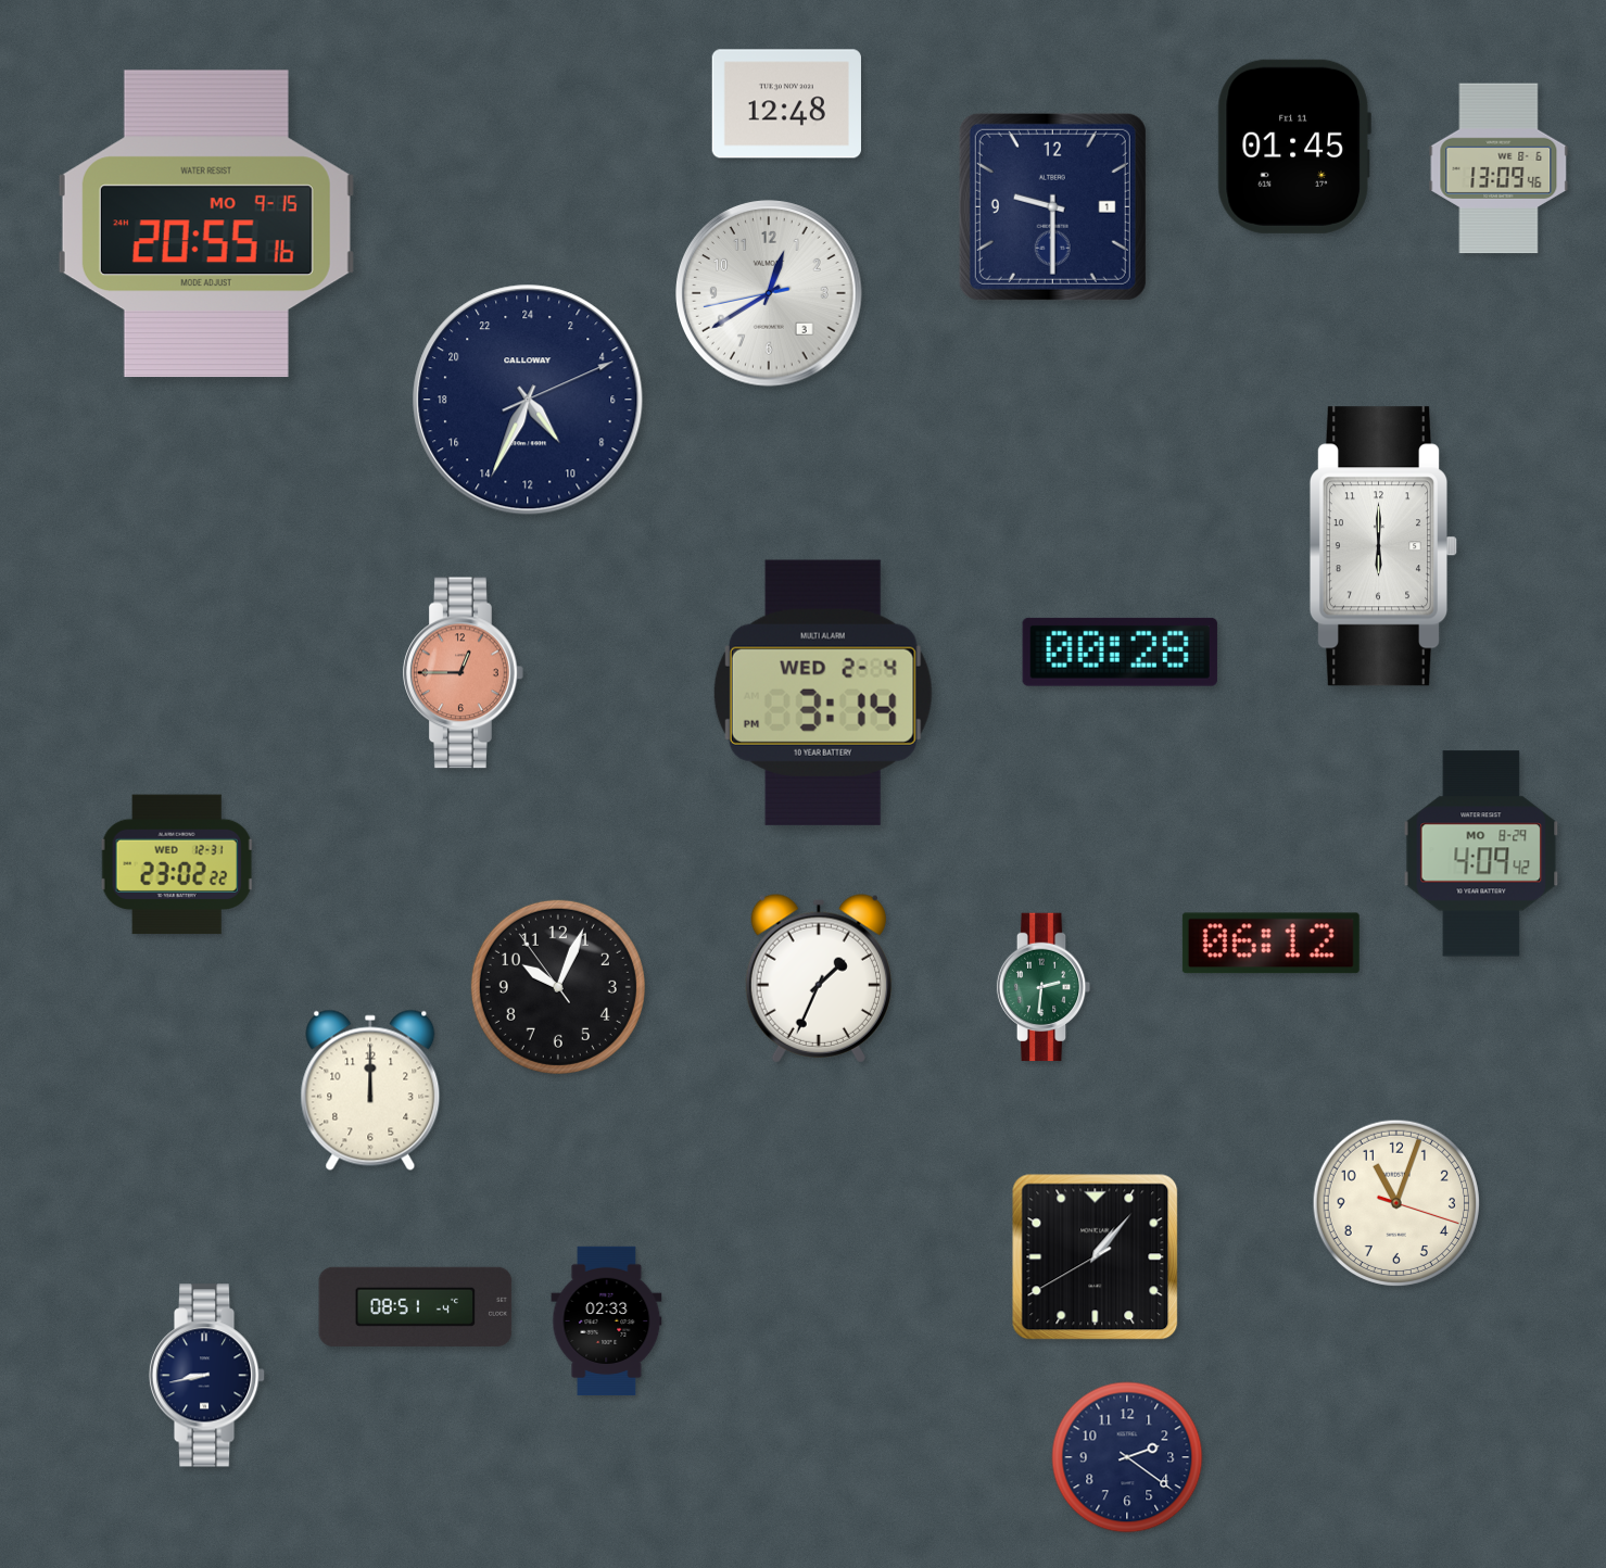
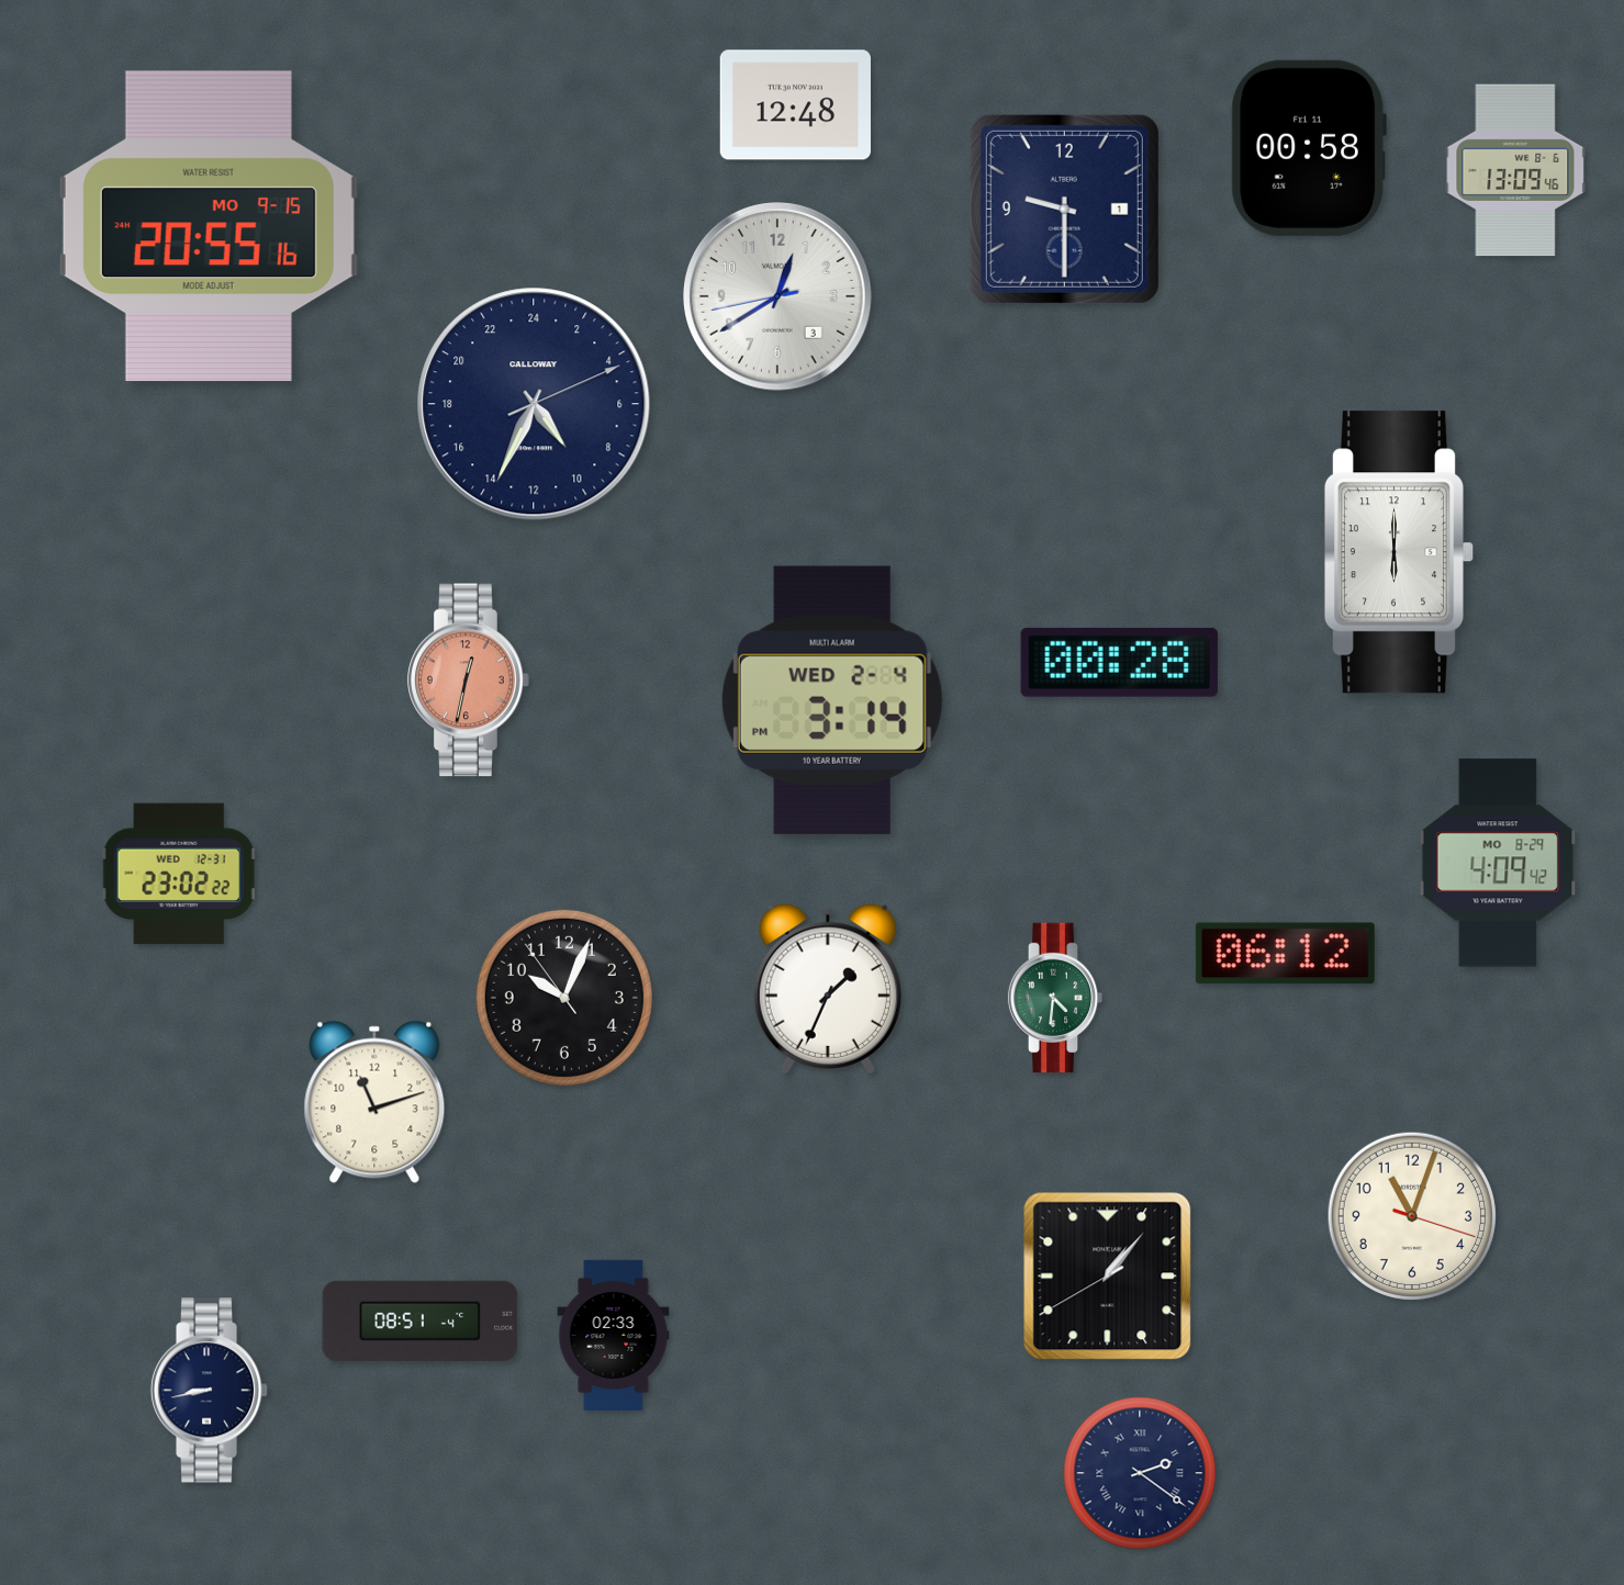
clock at (1294, 147): 01:45 -> 00:58
clock at (1120, 652) position: (1120, 652) -> (1119, 662)
clock at (464, 673): 12:45 -> 12:32
clock at (1044, 987): 2:31 -> 4:31
clock at (370, 1090): 12:00 -> 11:12
clock at (1096, 1257) position: (1096, 1257) -> (1108, 1277)
clock at (1127, 1457) numerals: Arabic -> Roman
